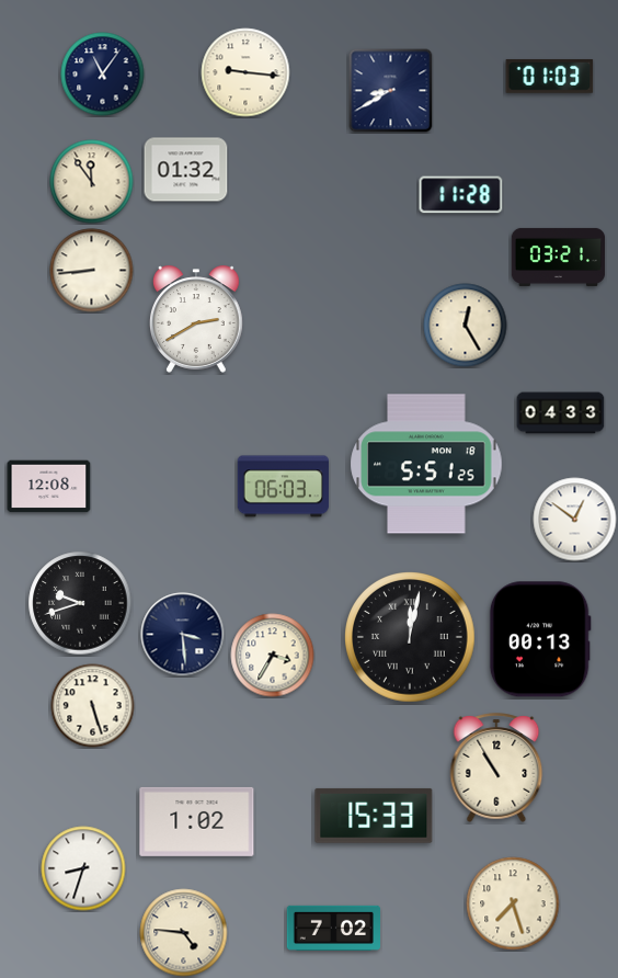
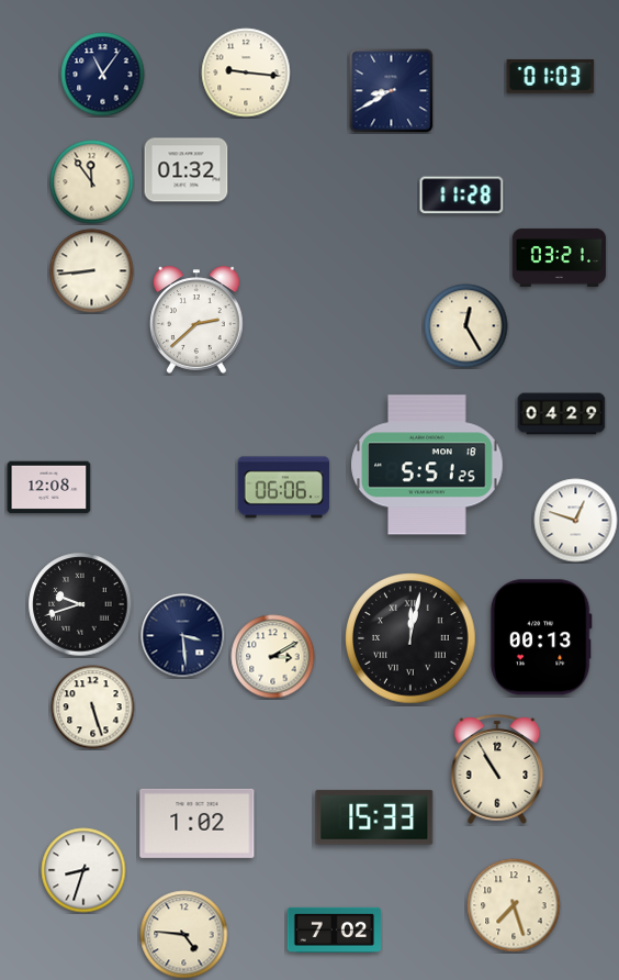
clock at (197, 319): 2:40 -> 2:38
clock at (561, 413): 04:33 -> 04:29
clock at (284, 487): 06:03 -> 06:06
clock at (575, 520): 12:51 -> 12:48
clock at (540, 639) position: (540, 639) -> (541, 637)
clock at (273, 656): 3:35 -> 3:10
